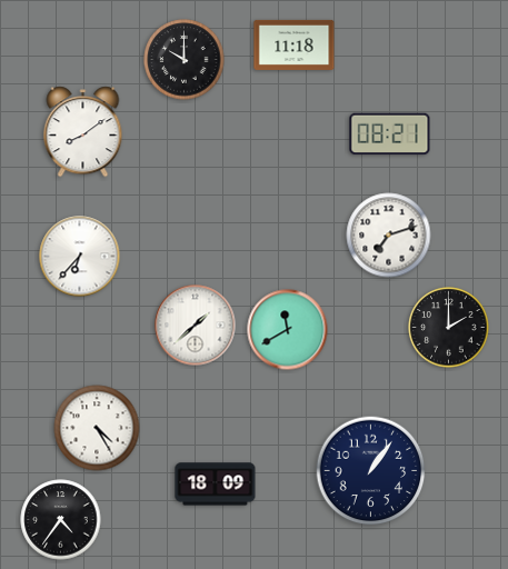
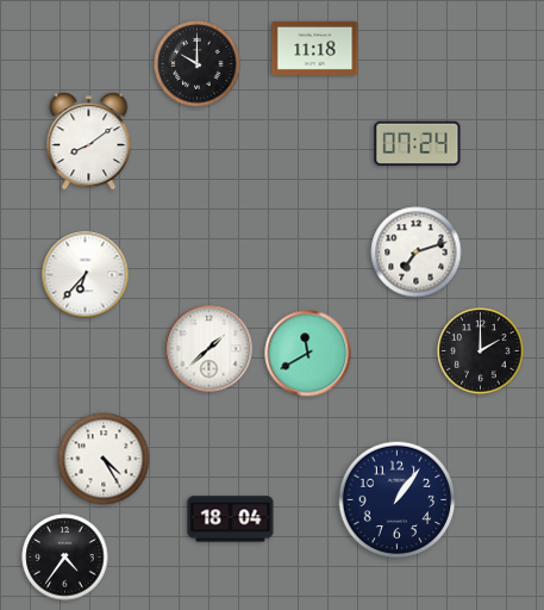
clock at (390, 134): 08:21 -> 07:24
clock at (371, 471) position: (371, 471) -> (398, 500)
clock at (216, 485): 18:09 -> 18:04
